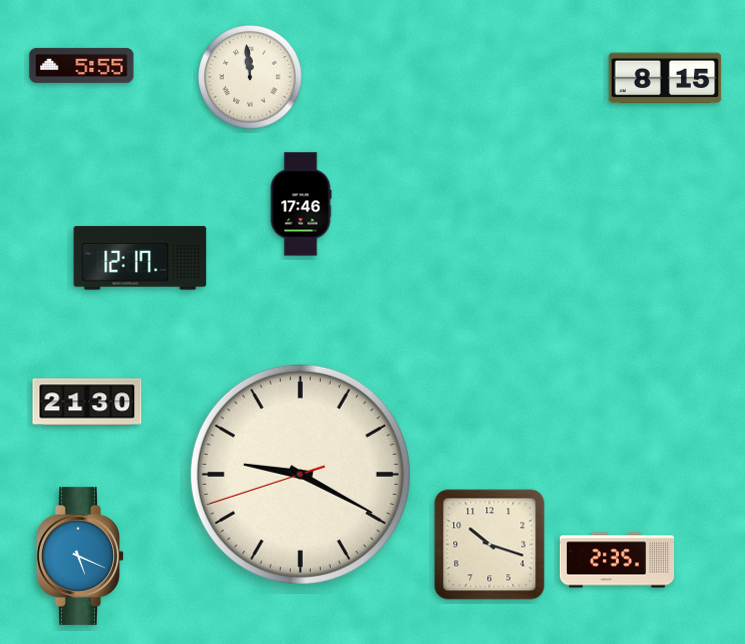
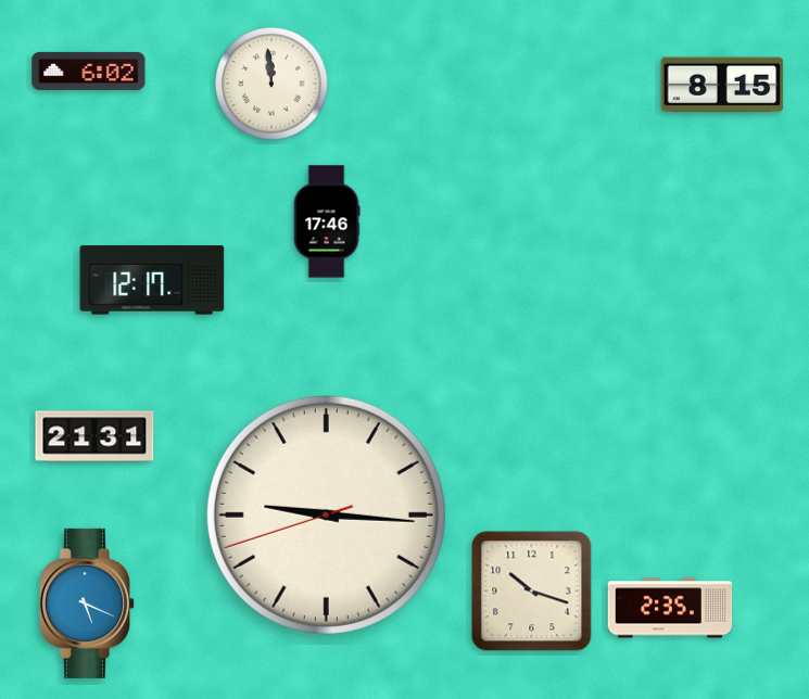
clock at (82, 65): 5:55 -> 6:02
clock at (87, 402): 21:30 -> 21:31
clock at (300, 474): 9:19 -> 9:15
